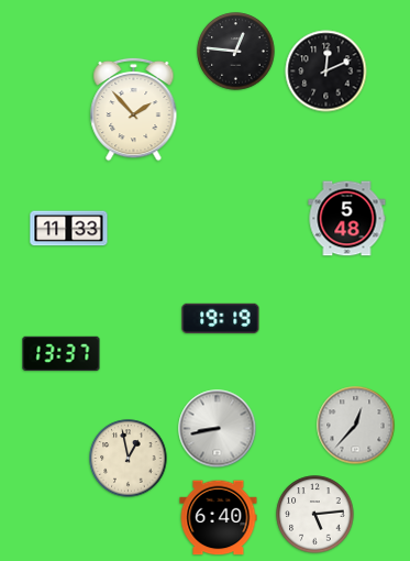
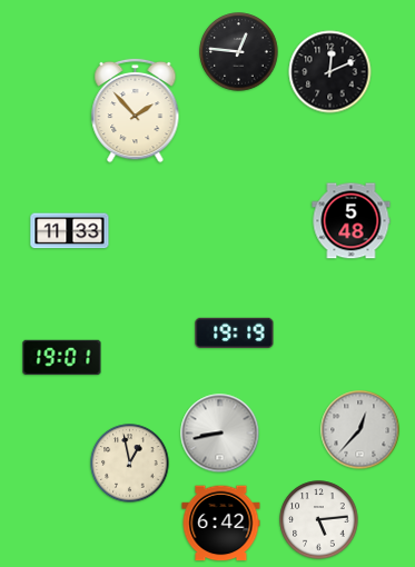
clock at (221, 318) position: (221, 318) -> (235, 332)
clock at (62, 354): 13:37 -> 19:01
clock at (219, 518): 6:40 -> 6:42
